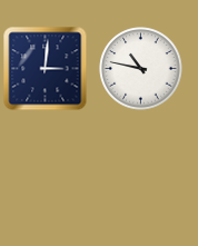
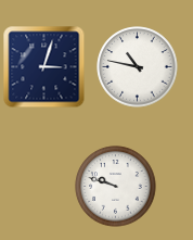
clock at (46, 69): 3:01 -> 3:03
clock at (116, 187): none -> 9:48
